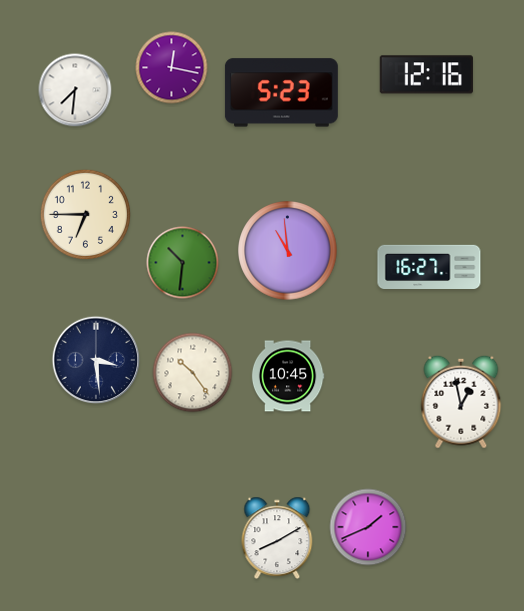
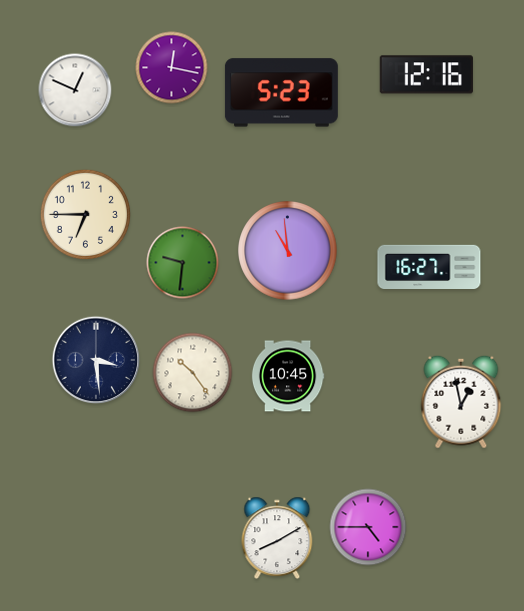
clock at (75, 90): 7:31 -> 12:49
clock at (183, 263): 10:31 -> 9:31
clock at (368, 527): 1:41 -> 4:45
